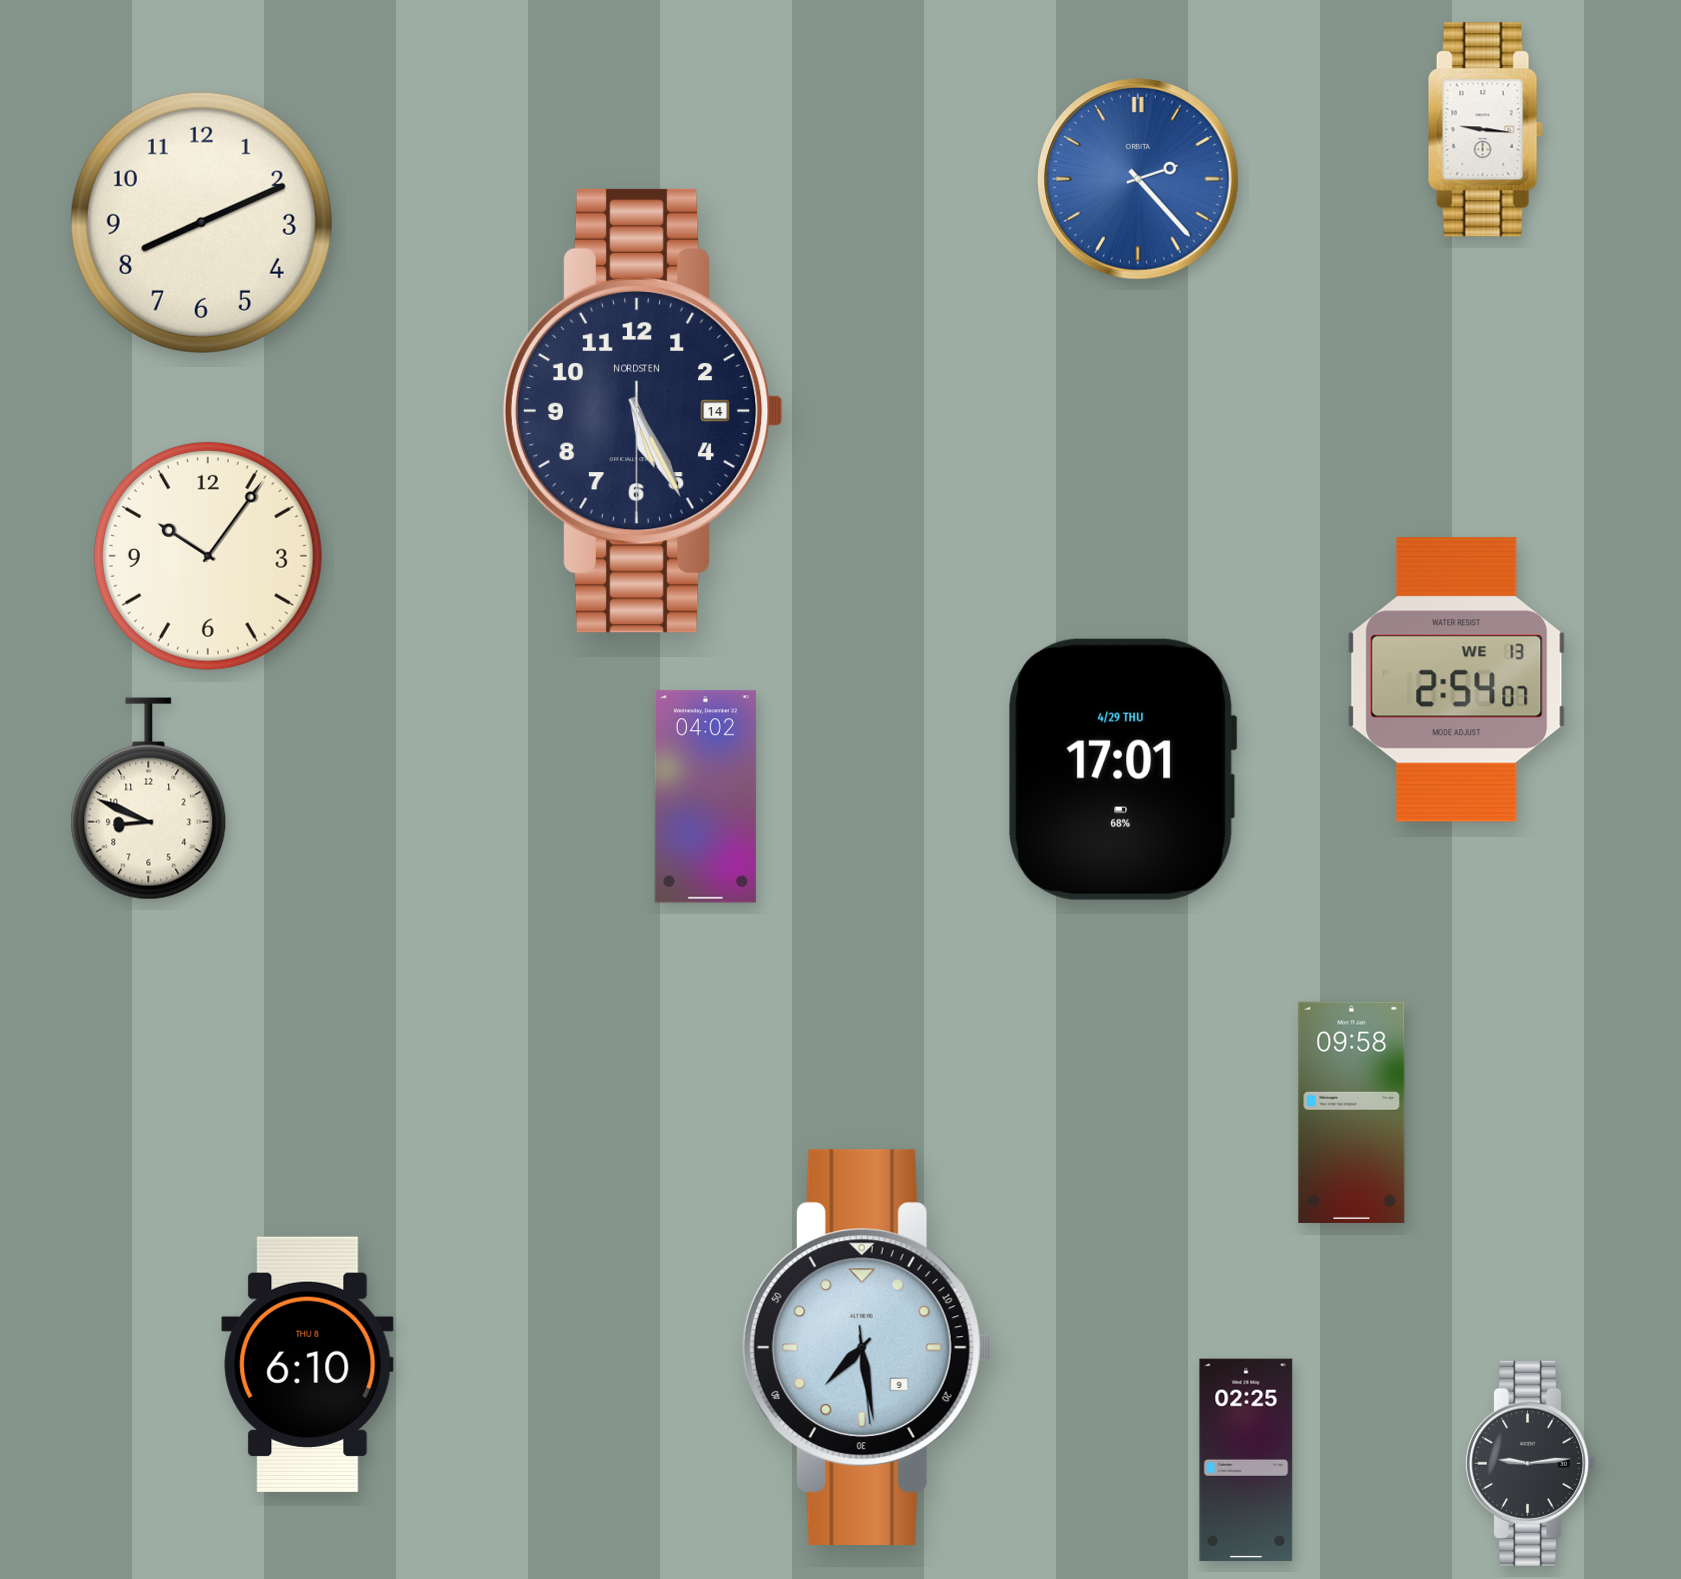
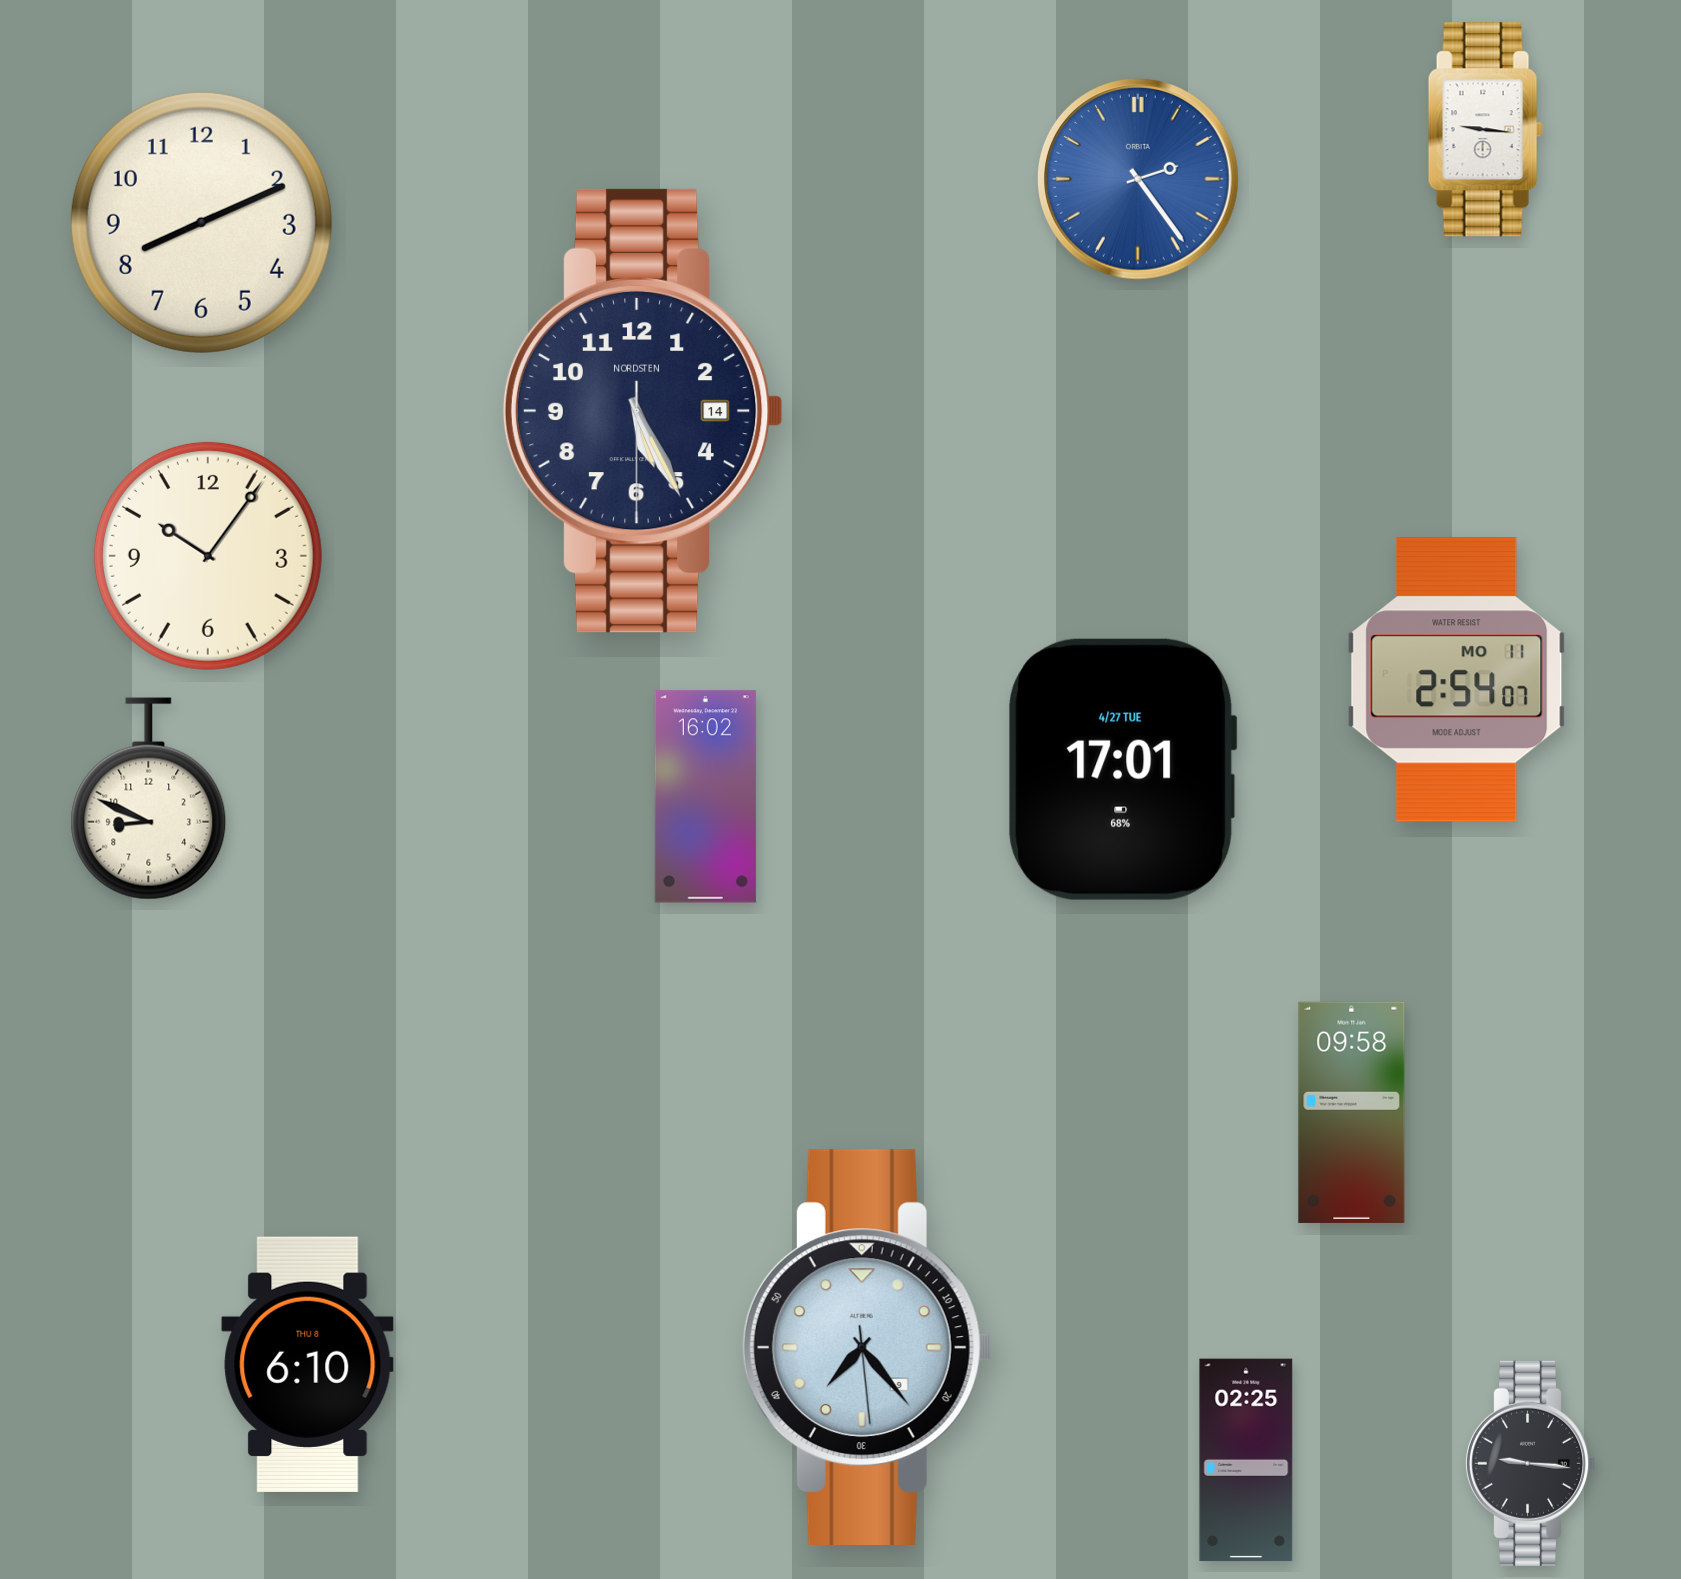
clock at (1139, 180): 2:23 -> 2:24
clock at (1457, 680) date: WE 13 -> MO 11
clock at (1122, 769) date: 4/29 THU -> 4/27 TUE
clock at (705, 797): 04:02 -> 16:02
clock at (867, 1347): 7:28 -> 7:23
clock at (1530, 1463): 9:14 -> 9:16
